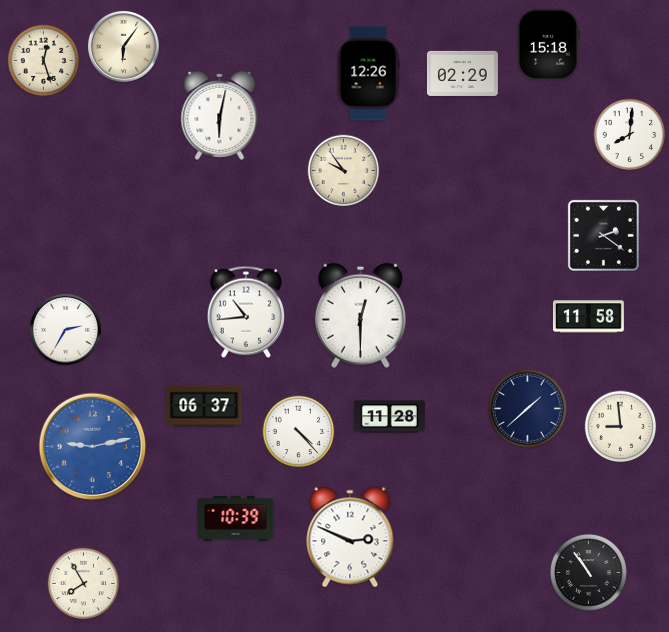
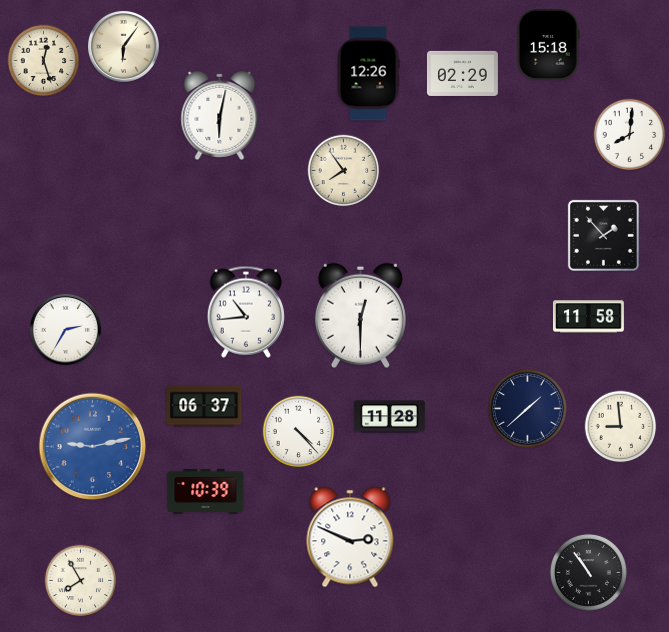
clock at (344, 171): 9:54 -> 7:54
clock at (603, 235): 2:21 -> 1:53
clock at (236, 518) position: (236, 518) -> (206, 491)
clock at (84, 584) position: (84, 584) -> (81, 581)
